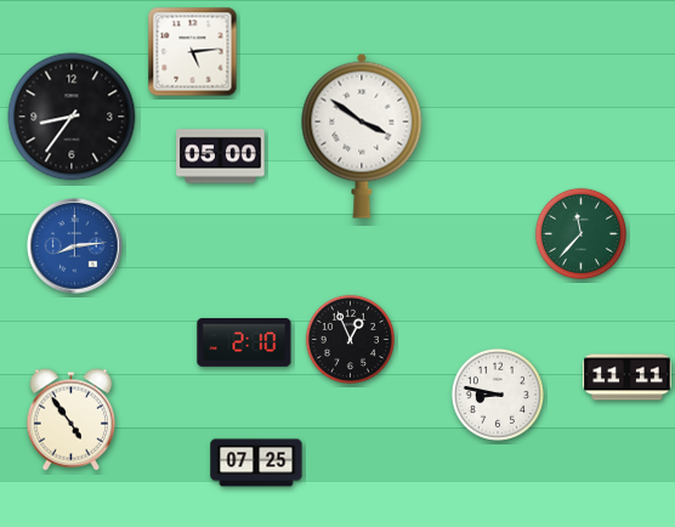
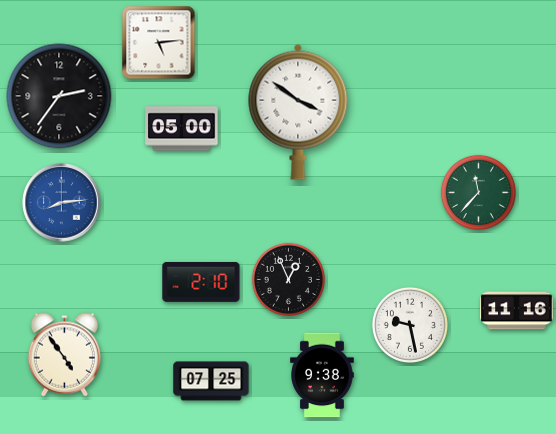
clock at (72, 117): 8:36 -> 2:36
clock at (628, 378): 11:11 -> 11:16
clock at (498, 395): 8:47 -> 9:28
clock at (72, 420) position: (72, 420) -> (65, 355)
clock at (322, 375): none -> 9:38
